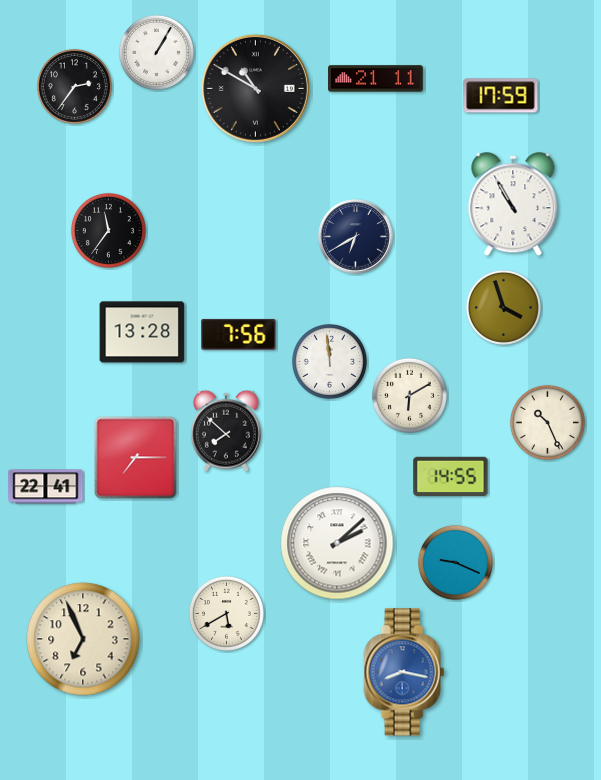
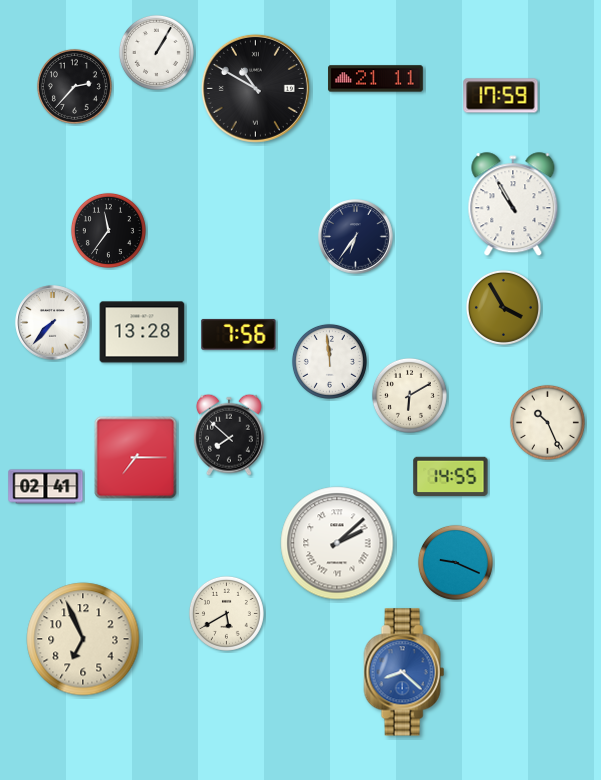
clock at (74, 86): 2:36 -> 2:37
clock at (356, 237): 6:40 -> 6:36
clock at (503, 307): 3:57 -> 3:55
clock at (53, 323): none -> 7:37
clock at (226, 431) position: (226, 431) -> (229, 435)
clock at (46, 487): 22:41 -> 02:41
clock at (404, 672): 8:17 -> 8:22
